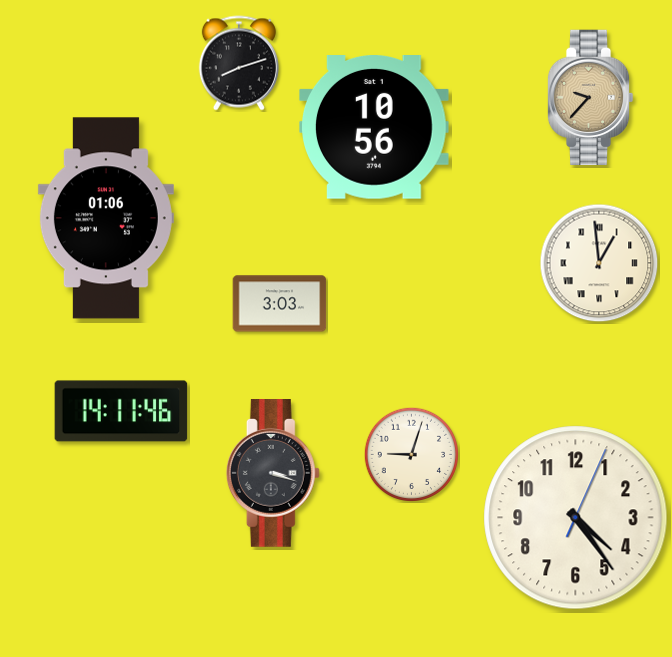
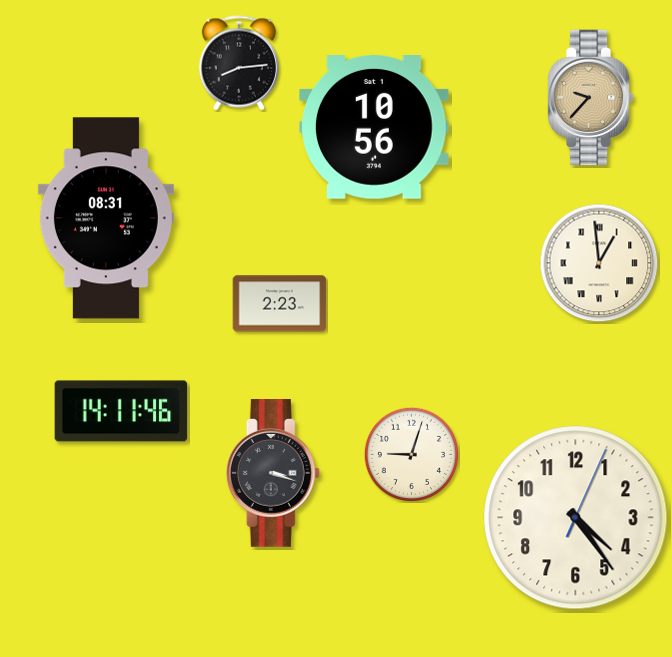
clock at (239, 63): 8:12 -> 8:14
clock at (106, 218): 01:06 -> 08:31
clock at (280, 304): 3:03 -> 2:23
